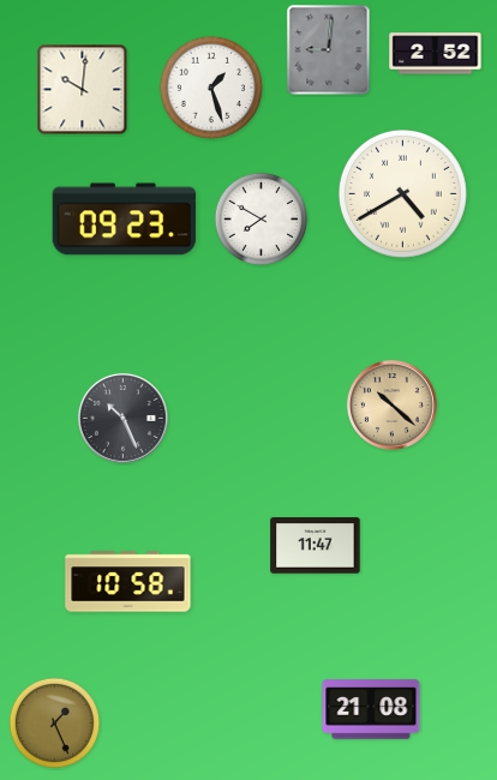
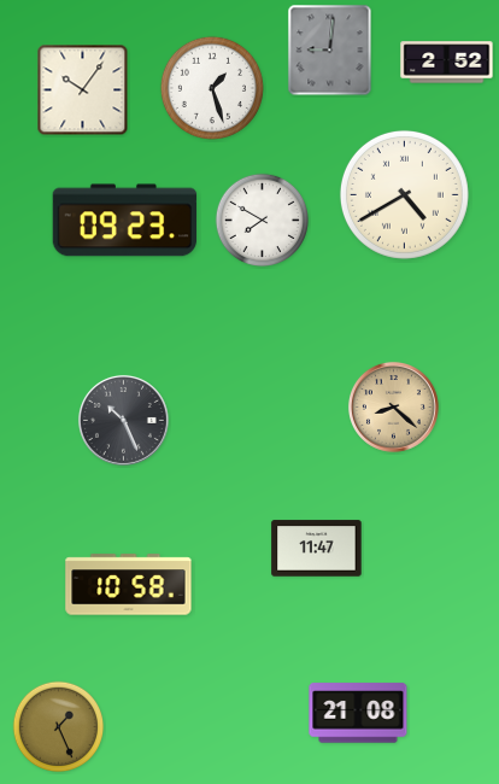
clock at (436, 54) position: (436, 54) -> (447, 63)
clock at (83, 90): 10:01 -> 10:06
clock at (391, 404): 10:22 -> 8:22
clock at (371, 709) position: (371, 709) -> (358, 713)
clock at (55, 724) position: (55, 724) -> (59, 727)
